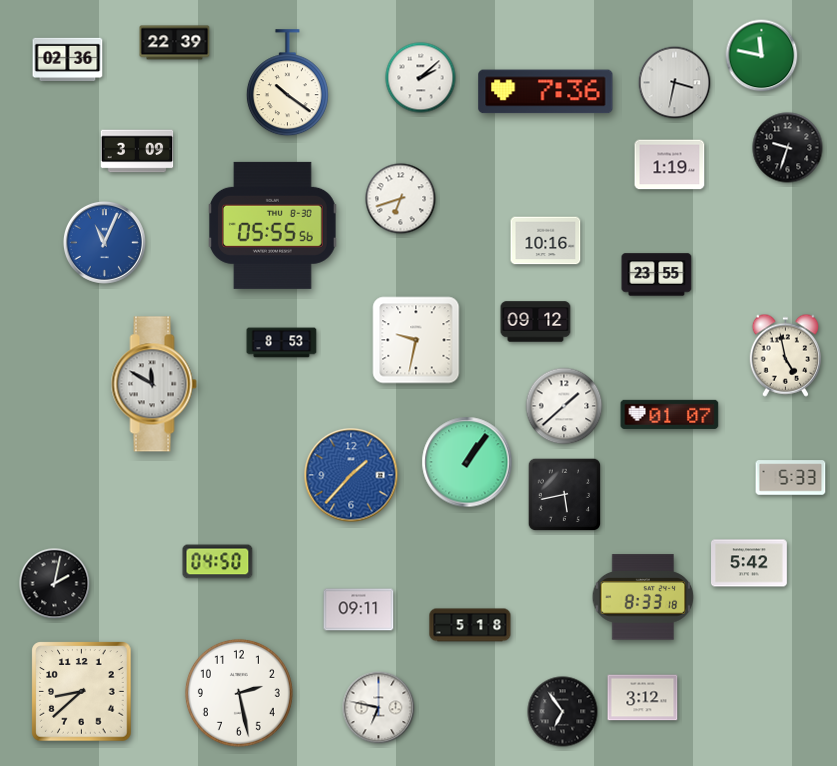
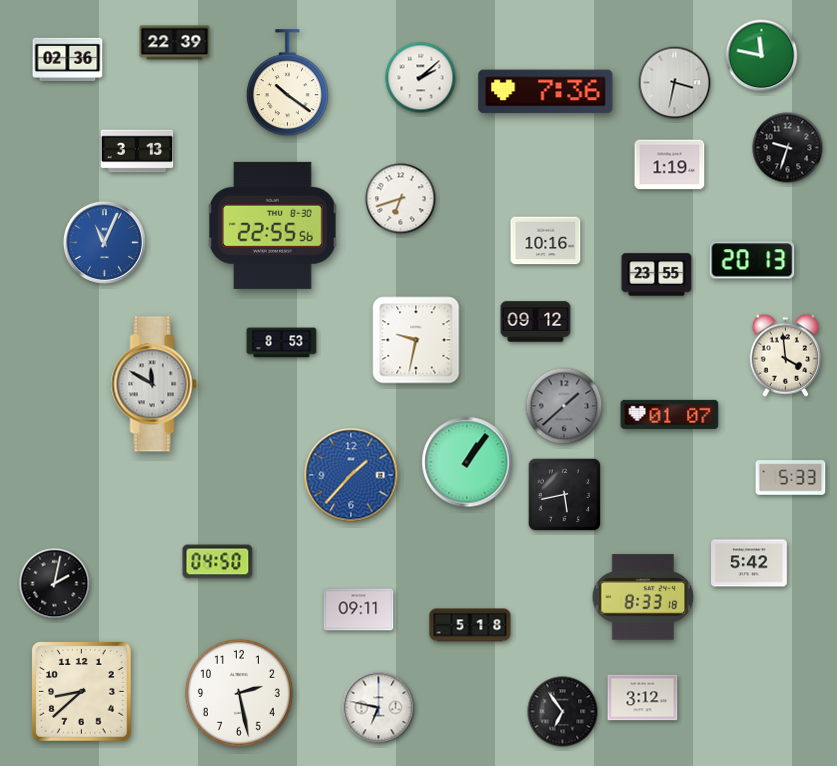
clock at (137, 151): 3:09 -> 3:13
clock at (272, 225): 05:55 -> 22:55
clock at (752, 260): none -> 20:13
clock at (785, 355): 4:58 -> 3:59
clock at (564, 406) dial: white -> grey
